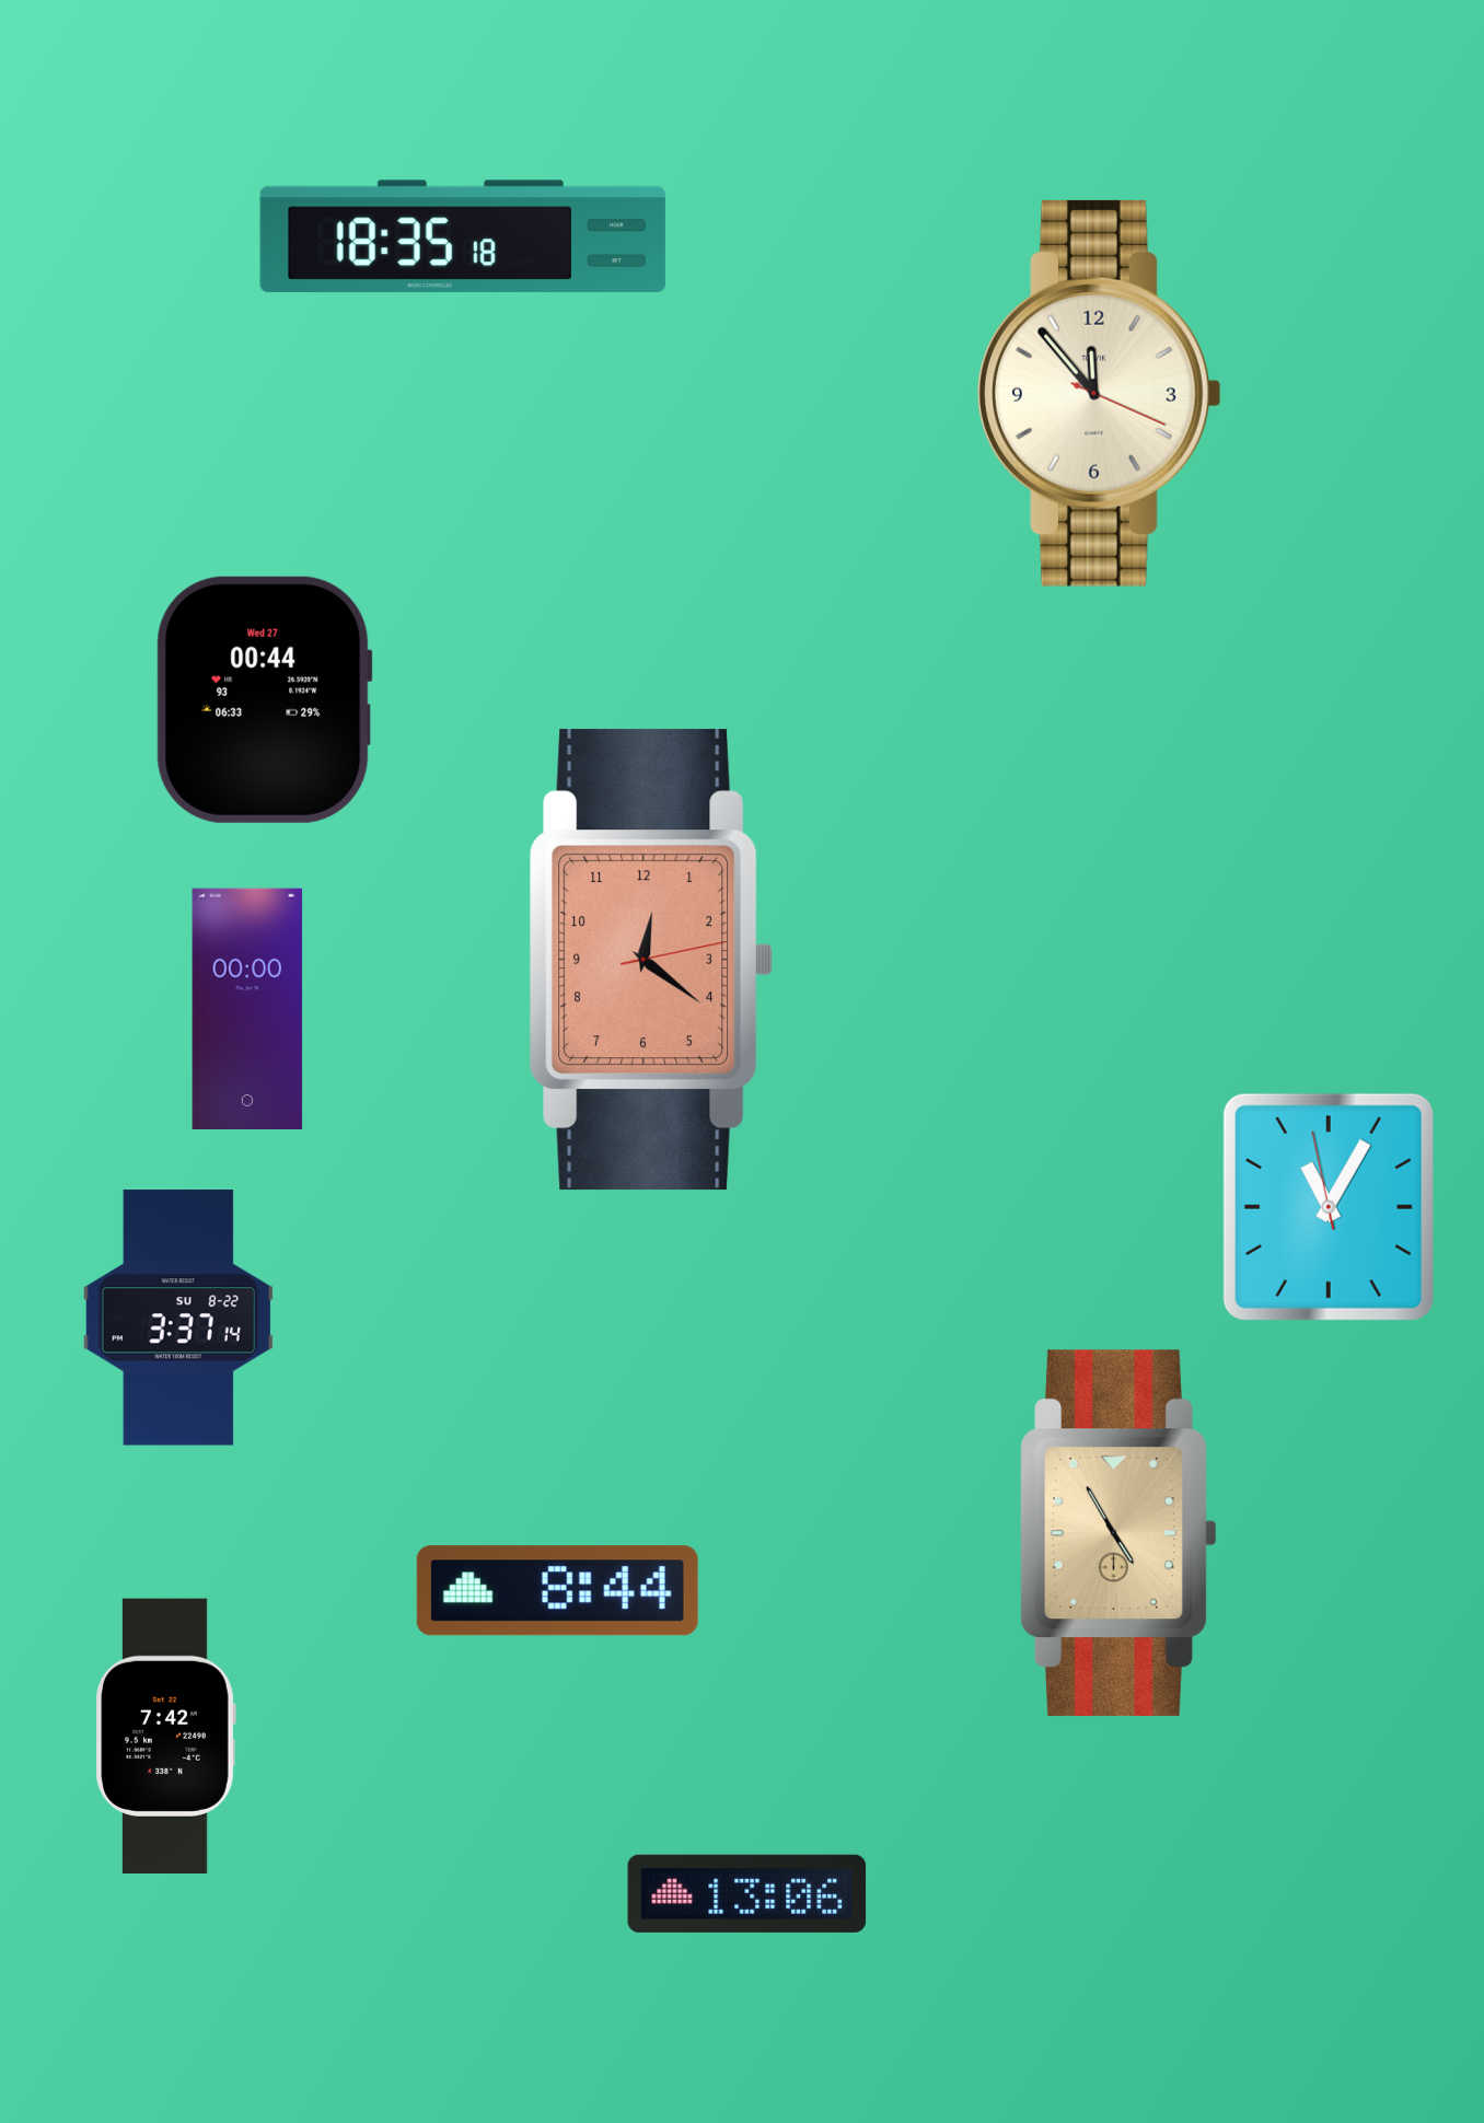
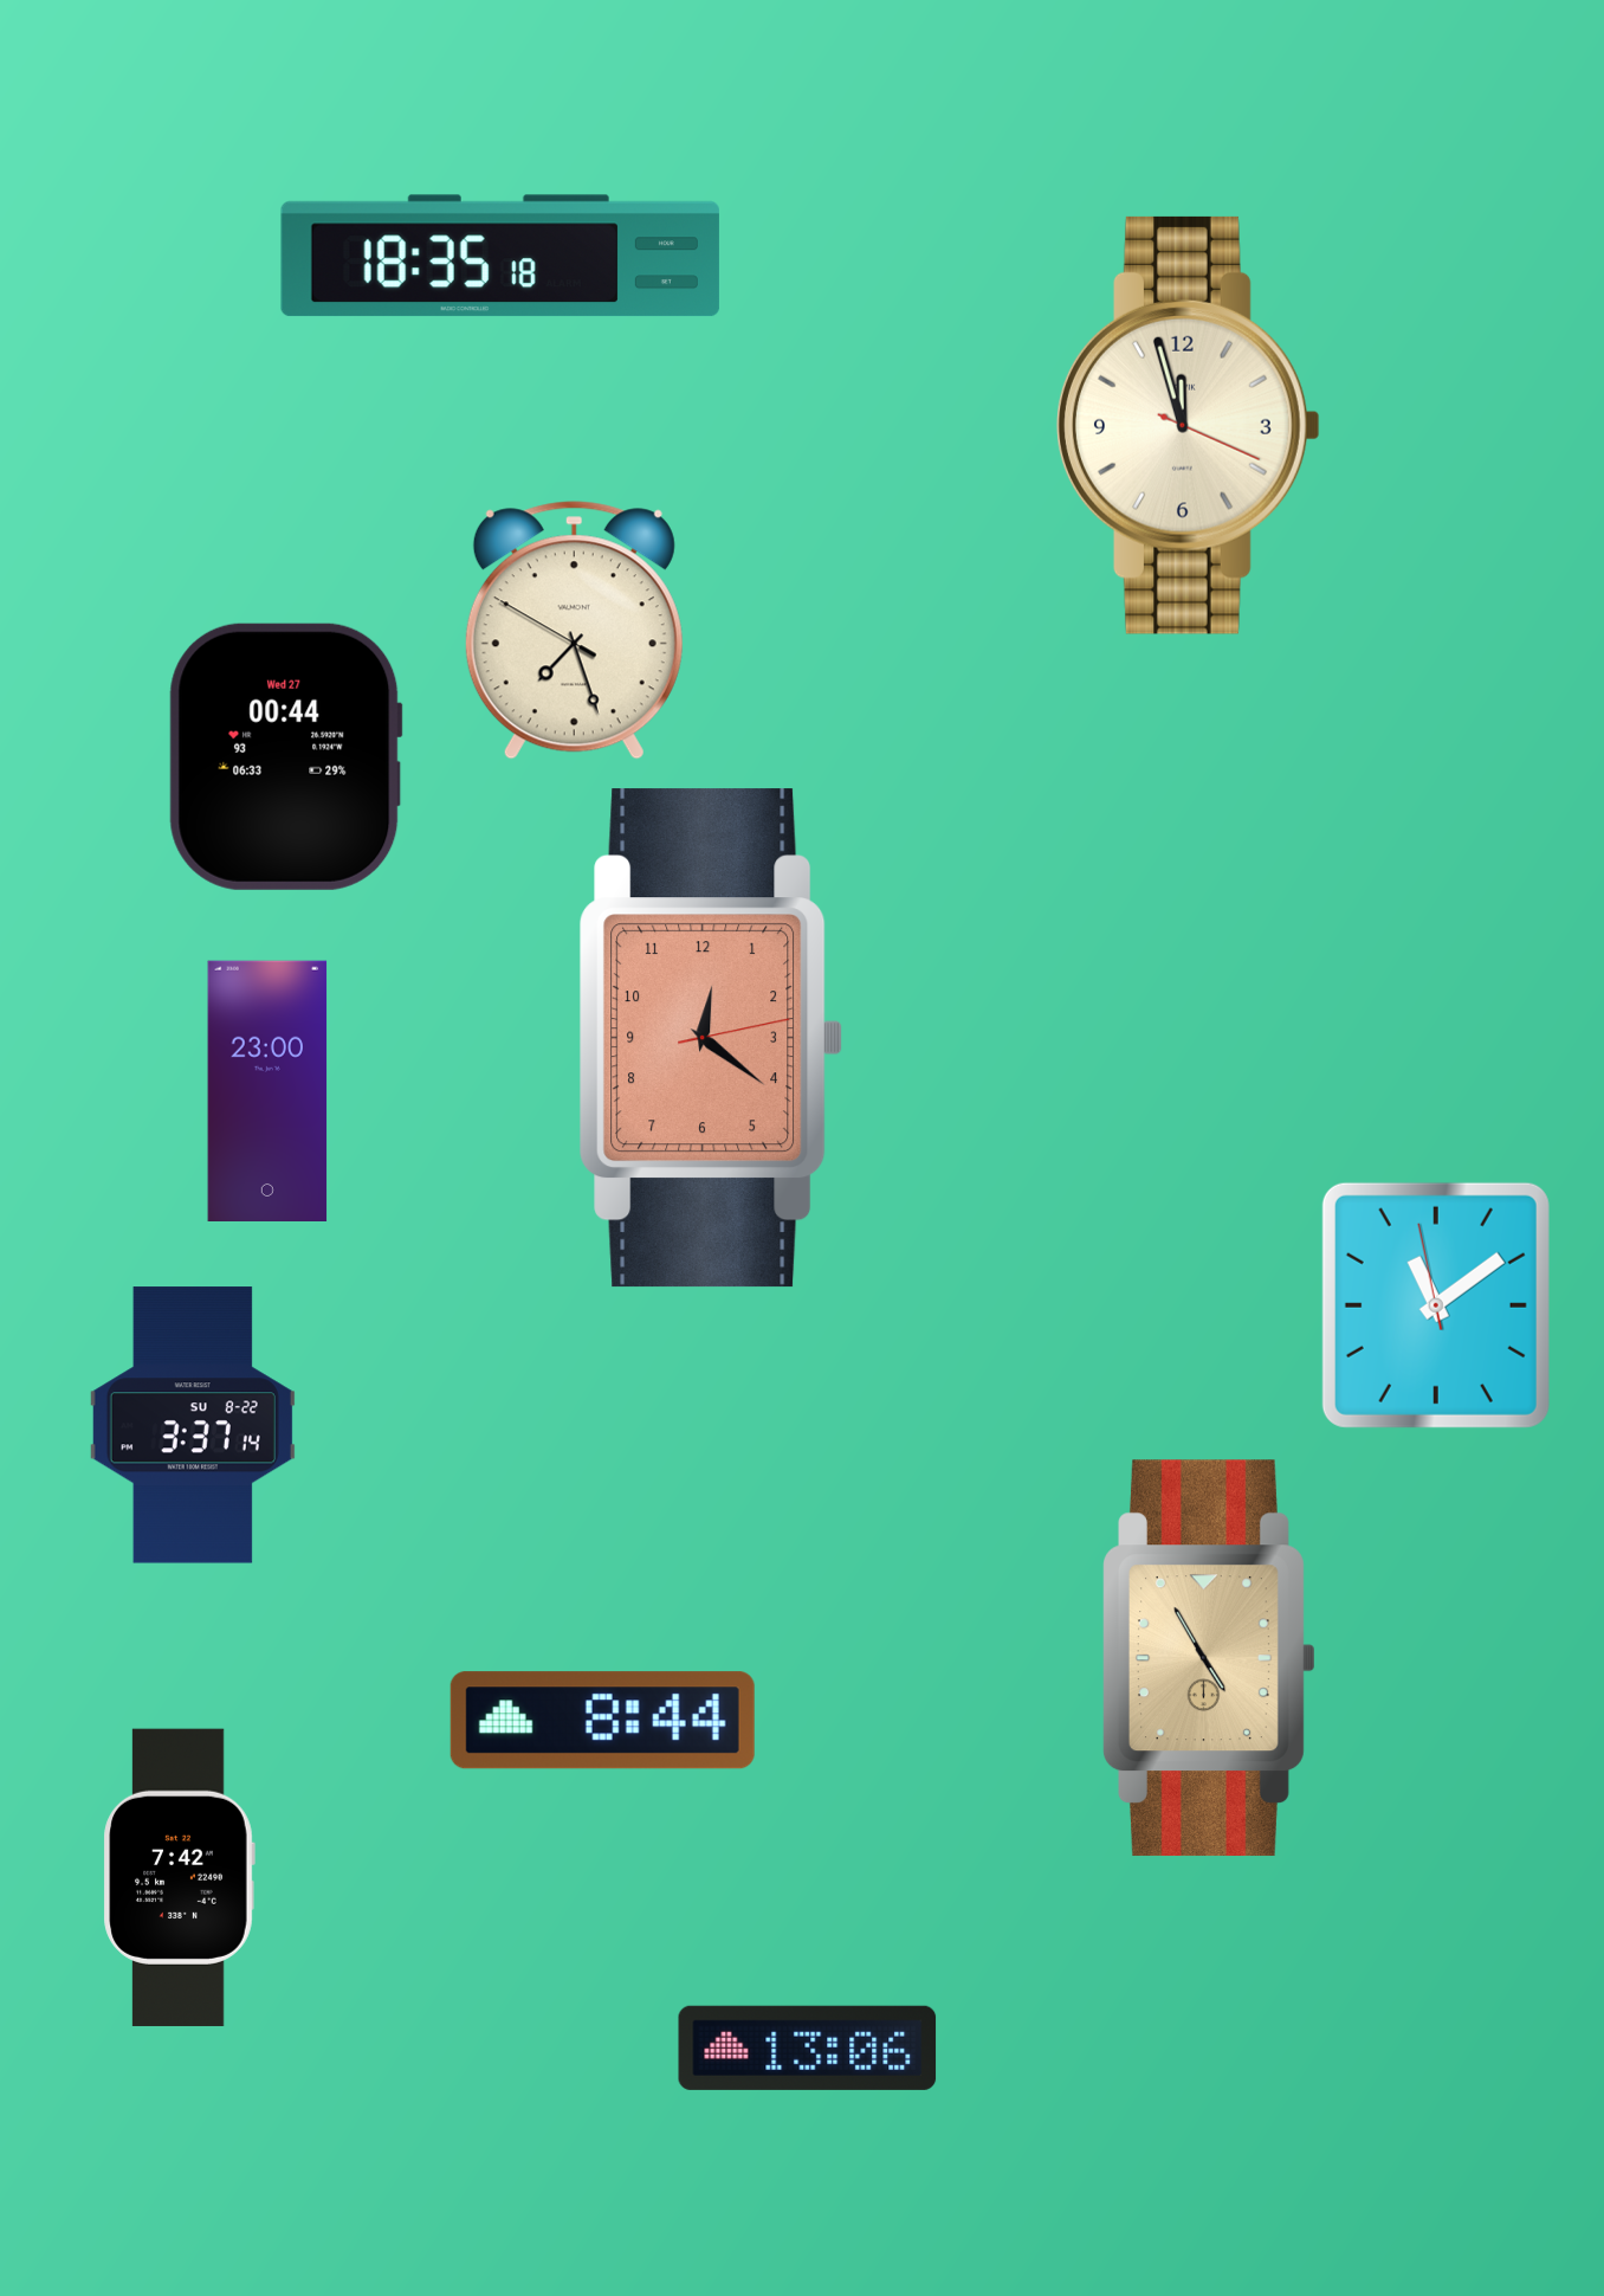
clock at (1099, 393): 11:53 -> 11:57
clock at (574, 631): none -> 7:26
clock at (651, 960) position: (651, 960) -> (711, 1038)
clock at (247, 1008): 00:00 -> 23:00
clock at (1329, 1207): 11:04 -> 11:08
